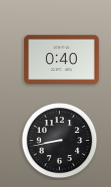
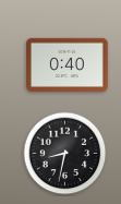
clock at (60, 141): 8:43 -> 8:32
